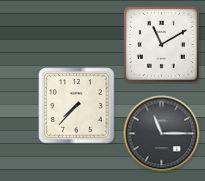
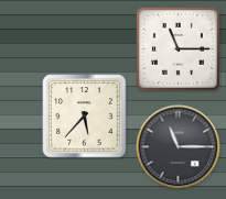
clock at (161, 44): 11:10 -> 11:15
clock at (77, 106): 7:37 -> 5:37
